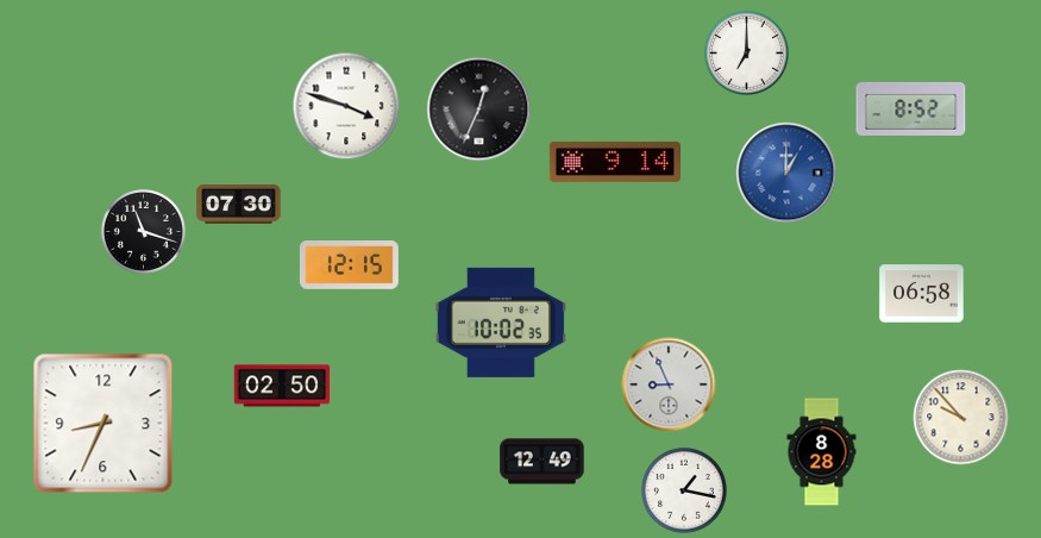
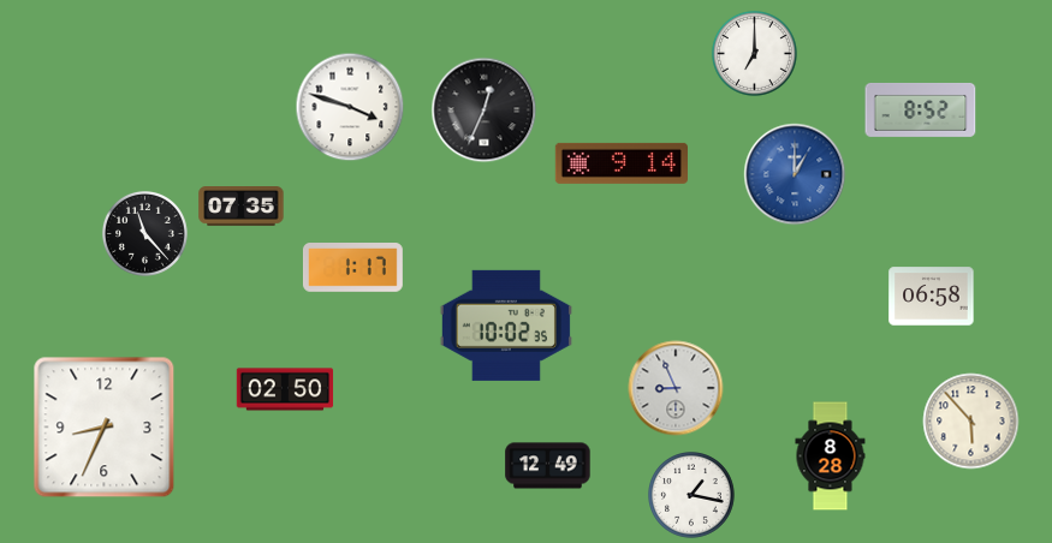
clock at (239, 205): 07:30 -> 07:35
clock at (143, 231): 11:18 -> 11:23
clock at (349, 265): 12:15 -> 1:17
clock at (961, 418): 9:53 -> 5:53
